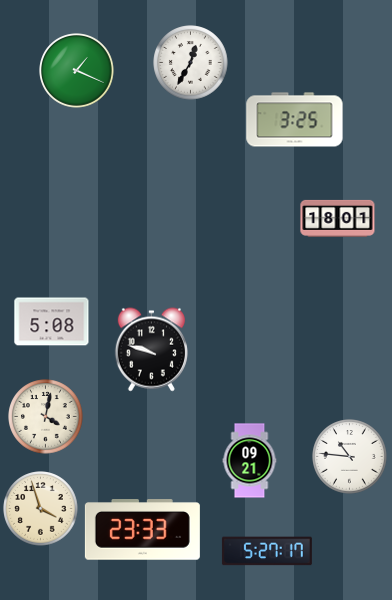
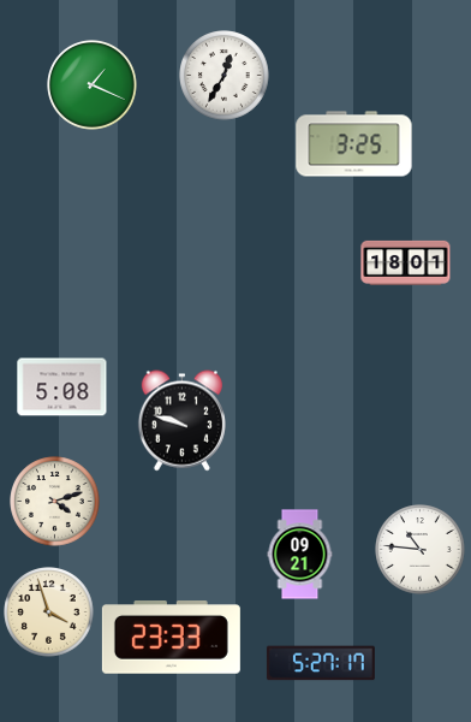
clock at (191, 63) position: (191, 63) -> (225, 76)
clock at (46, 417): 4:02 -> 4:12
